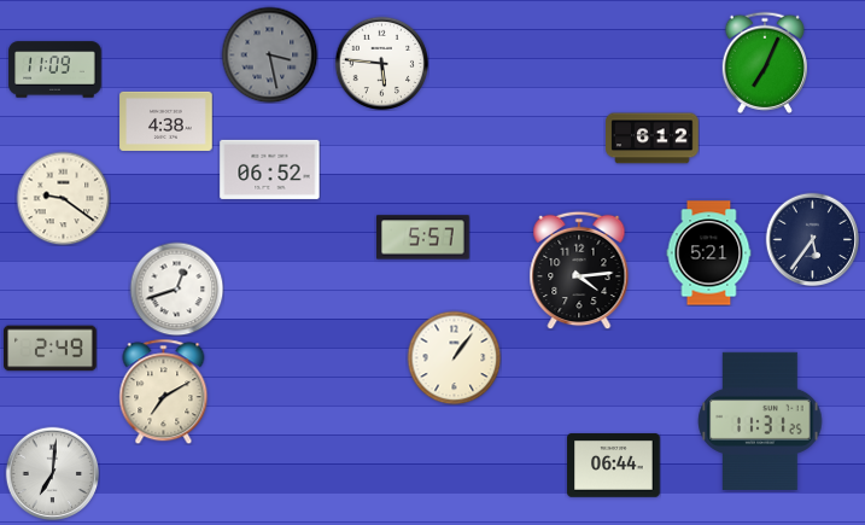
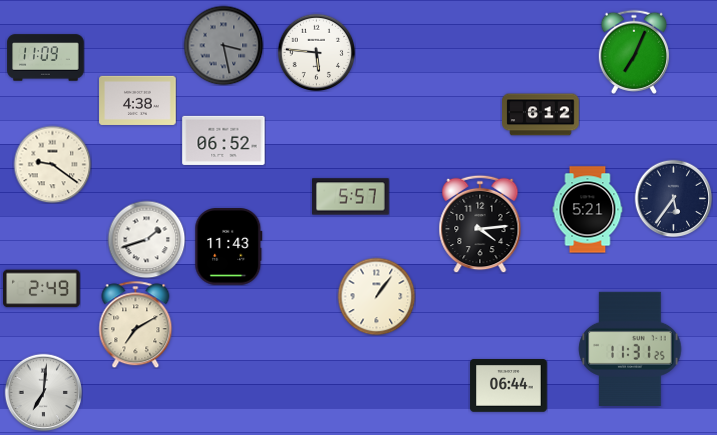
clock at (176, 288): 12:42 -> 1:42
clock at (229, 247): none -> 11:43
